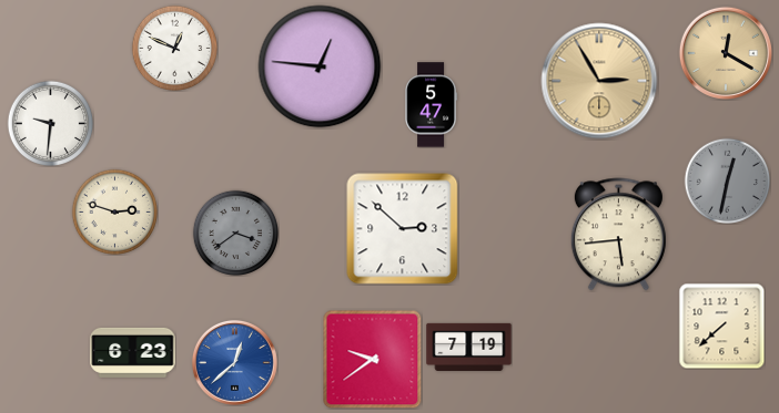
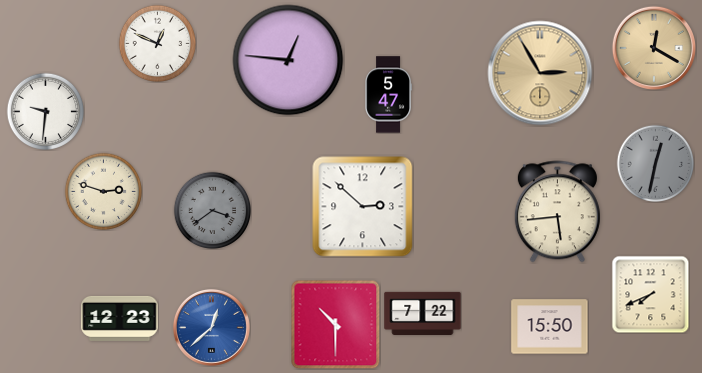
clock at (721, 326): 7:38 -> 7:41
clock at (469, 347): 7:19 -> 7:22
clock at (133, 352): 6:23 -> 12:23
clock at (372, 359): 9:39 -> 10:30
clock at (550, 327): none -> 15:50
